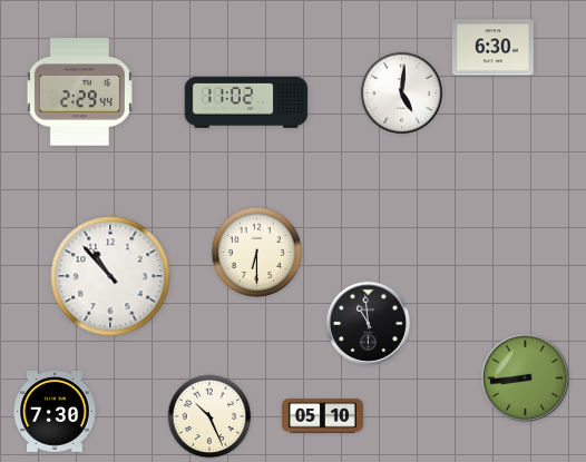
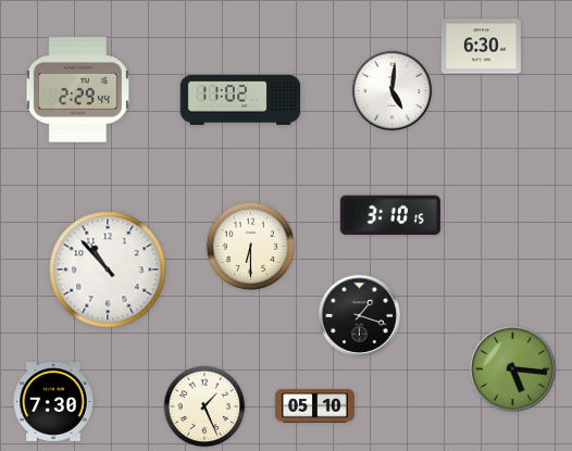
clock at (390, 215): none -> 3:10
clock at (368, 323): 10:59 -> 1:18
clock at (525, 377): 8:44 -> 5:16
clock at (209, 416): 10:26 -> 1:26
